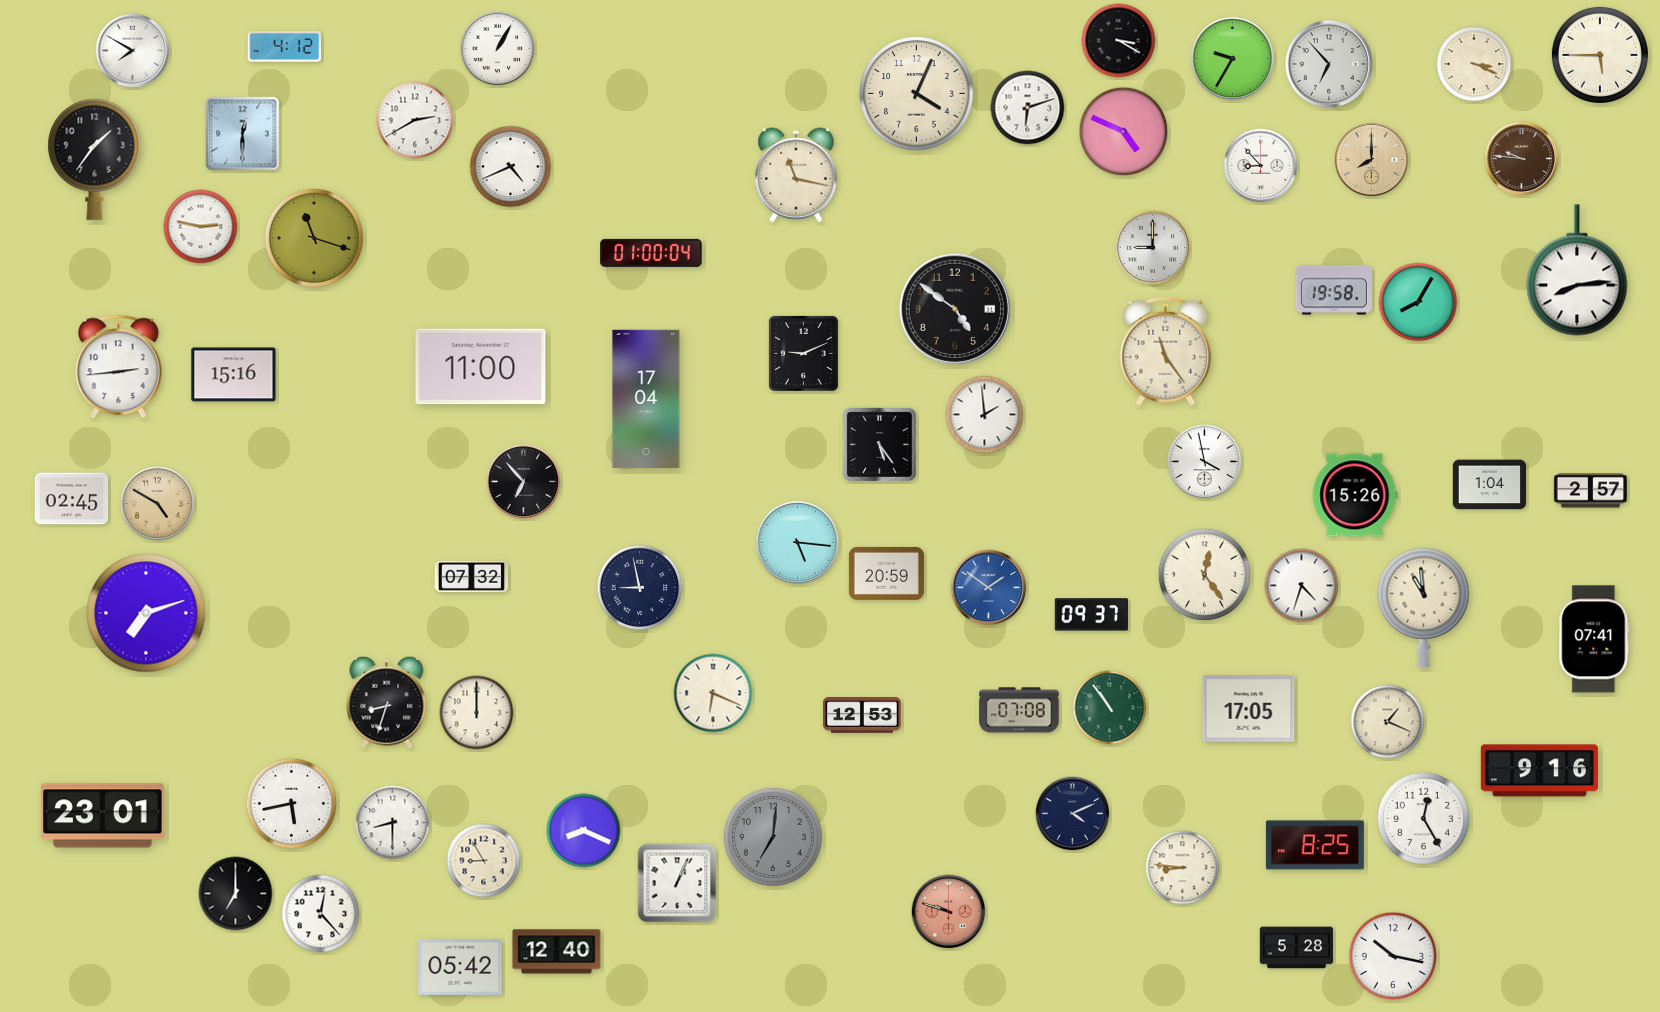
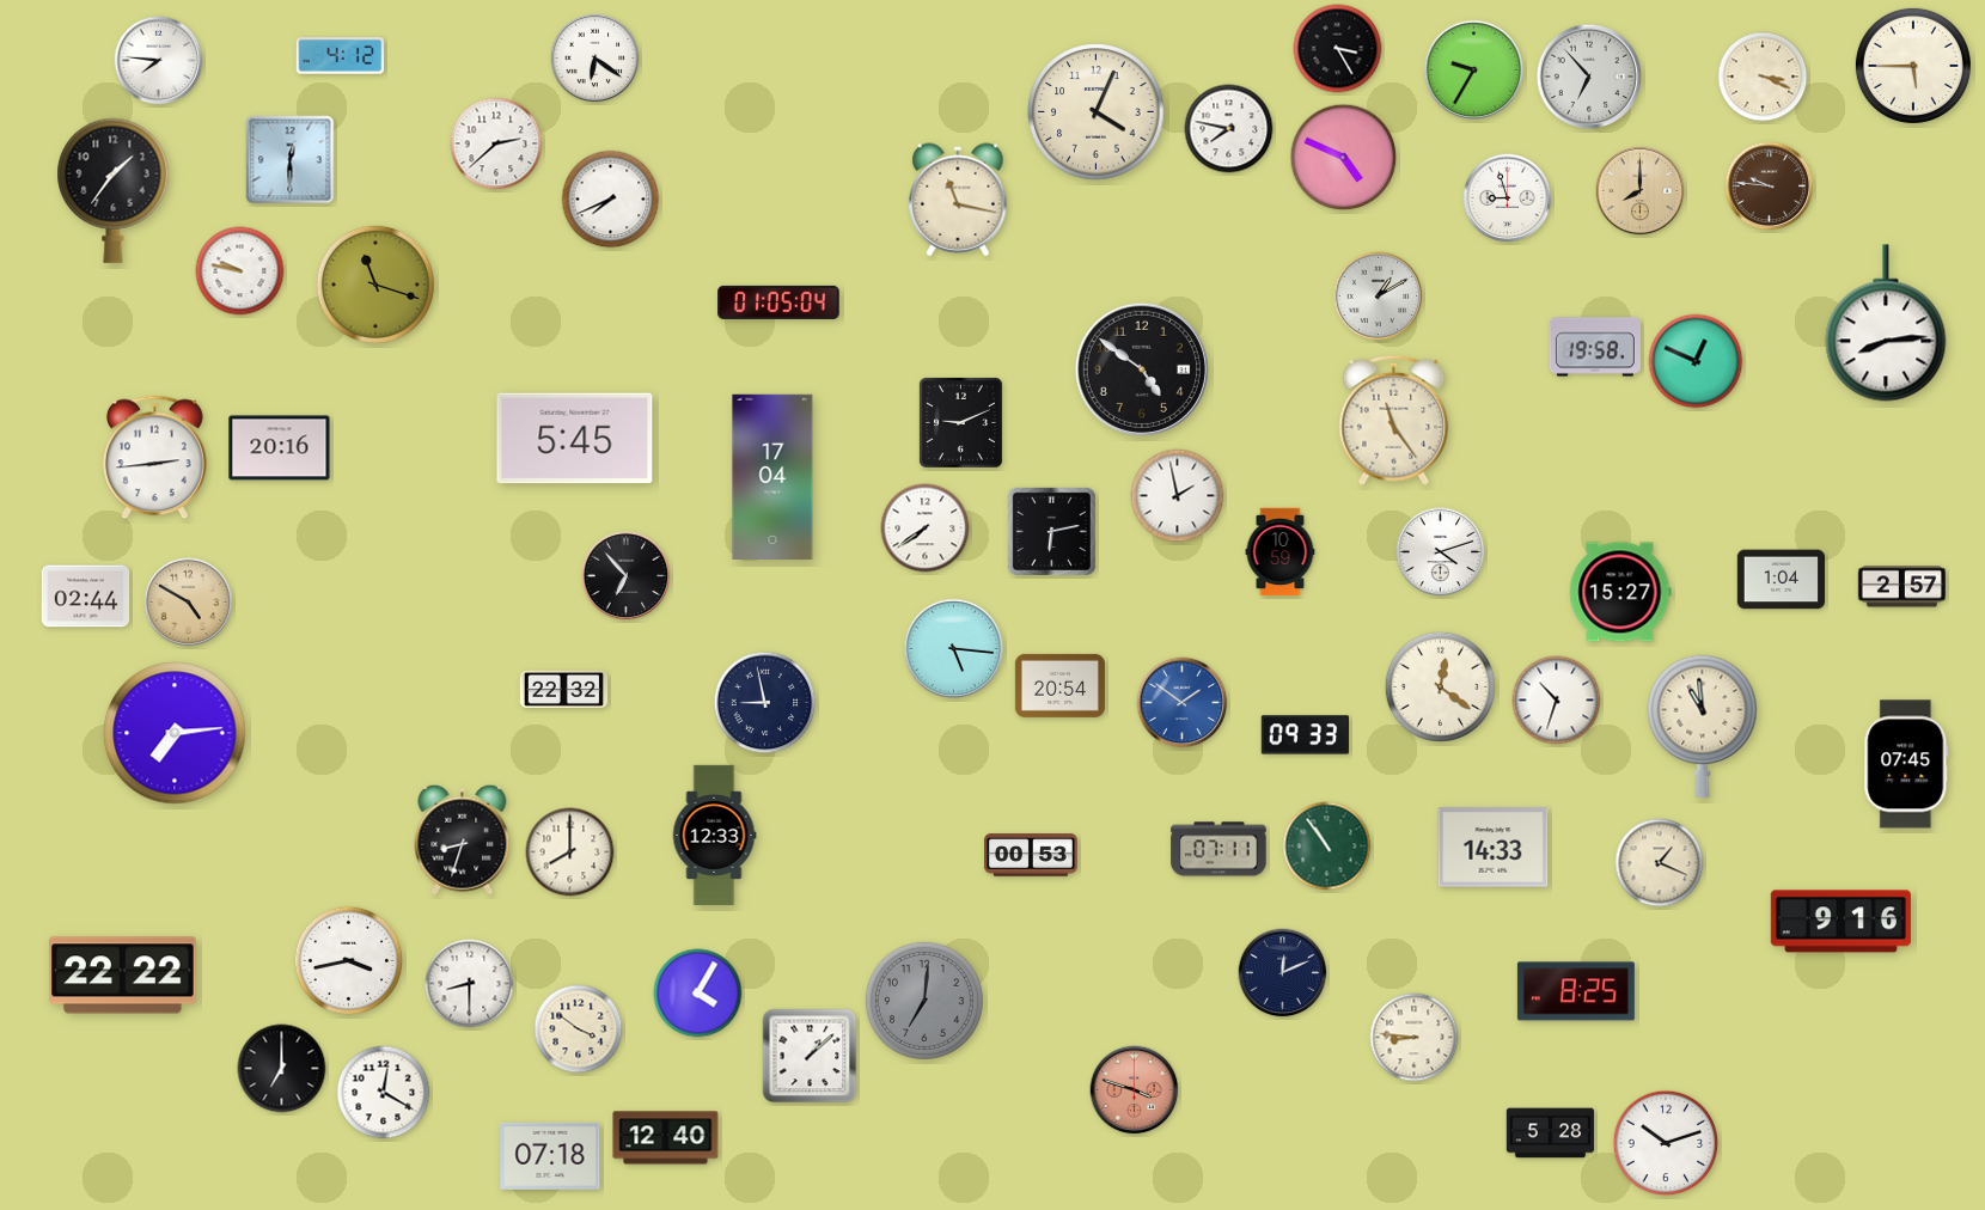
clock at (1119, 41): 3:20 -> 3:25
clock at (498, 49): 1:05 -> 6:21
clock at (133, 51): 7:50 -> 7:46
clock at (1028, 108): 6:12 -> 7:47
clock at (415, 120): 2:40 -> 2:38
clock at (1522, 159) position: (1522, 159) -> (1770, 187)
clock at (1261, 166): 8:53 -> 8:57
clock at (511, 167): 4:41 -> 7:41
clock at (796, 175) position: (796, 175) -> (958, 200)
clock at (201, 227): 2:47 -> 9:47
clock at (1153, 248): 9:00 -> 1:10
clock at (651, 253): 01:00 -> 01:05
clock at (1418, 302): 8:05 -> 12:49
clock at (119, 367) position: (119, 367) -> (155, 458)
clock at (481, 367): 11:00 -> 5:45
clock at (234, 375): 15:16 -> 20:16
clock at (985, 415): 1:59 -> 1:58
clock at (926, 528): none -> 7:39
clock at (879, 444): 5:24 -> 6:13
clock at (1281, 552): none -> 10:59
clock at (1205, 462): 3:58 -> 4:12
clock at (1355, 495): 15:26 -> 15:27
clock at (72, 499): 02:45 -> 02:44
clock at (886, 573): 20:59 -> 20:54
clock at (1204, 574): 12:24 -> 12:21
clock at (472, 577): 07:32 -> 22:32
clock at (1302, 586): 4:33 -> 10:33
clock at (146, 613): 7:12 -> 7:14
clock at (1092, 615): 09:37 -> 09:33
clock at (1594, 639): 07:41 -> 07:45
clock at (713, 693): 6:19 -> none
clock at (714, 835): none -> 12:33
clock at (1249, 709): 17:05 -> 14:33
clock at (1019, 710): 07:08 -> 07:11
clock at (477, 713): 12:00 -> 8:00
clock at (862, 715): 12:53 -> 00:53
clock at (292, 804): 5:43 -> 3:43
clock at (1073, 814): 4:11 -> 12:11
clock at (103, 816): 23:01 -> 22:22
clock at (1423, 818): 12:25 -> none
clock at (584, 831): 8:19 -> 4:05
clock at (1315, 845) position: (1315, 845) -> (1576, 991)
clock at (484, 861): 8:55 -> 3:51
clock at (677, 883): 1:04 -> 1:08
clock at (949, 912): 9:48 -> 3:48
clock at (321, 914): 12:23 -> 12:20
clock at (1393, 956): 10:17 -> 10:12
clock at (460, 967): 05:42 -> 07:18
